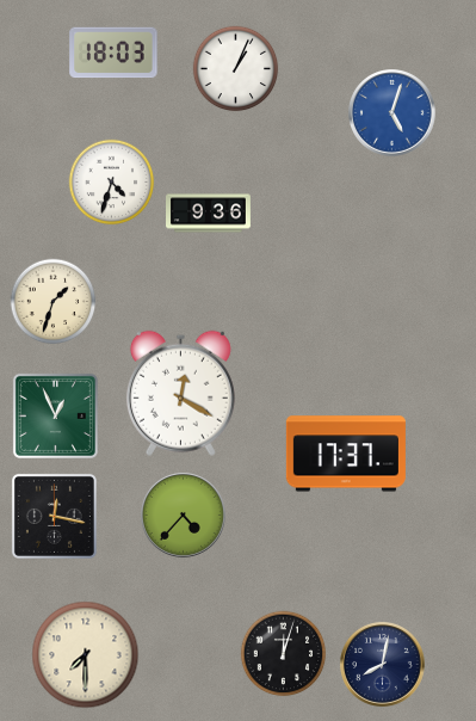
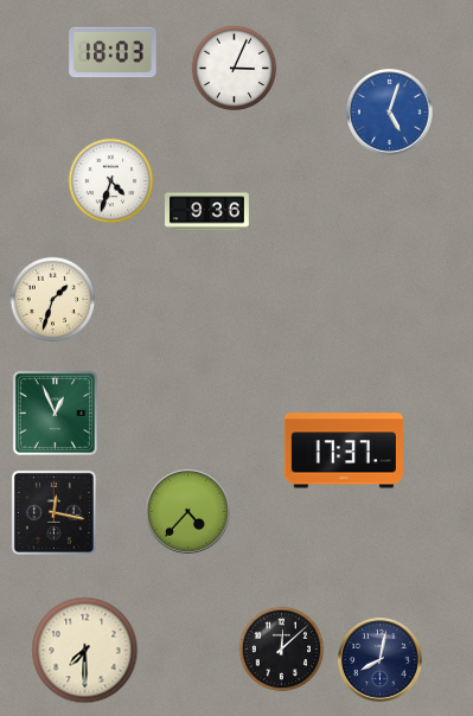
clock at (236, 69): 1:04 -> 3:04
clock at (180, 393): 12:20 -> none
clock at (184, 516) position: (184, 516) -> (188, 512)
clock at (284, 654): 12:03 -> 12:08
